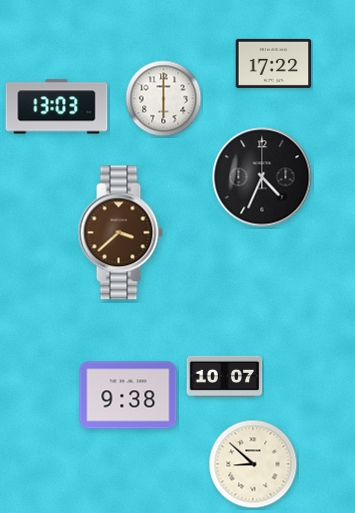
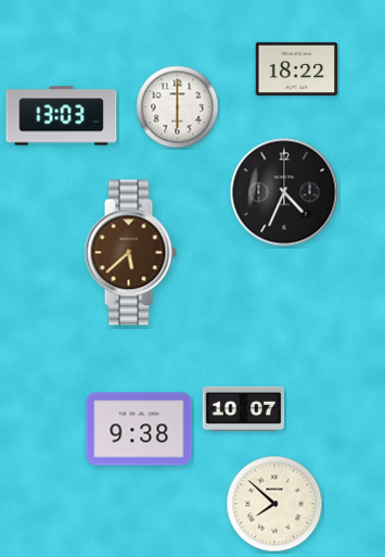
clock at (274, 63): 17:22 -> 18:22
clock at (120, 233): 3:38 -> 5:38
clock at (253, 464): 8:52 -> 7:52
